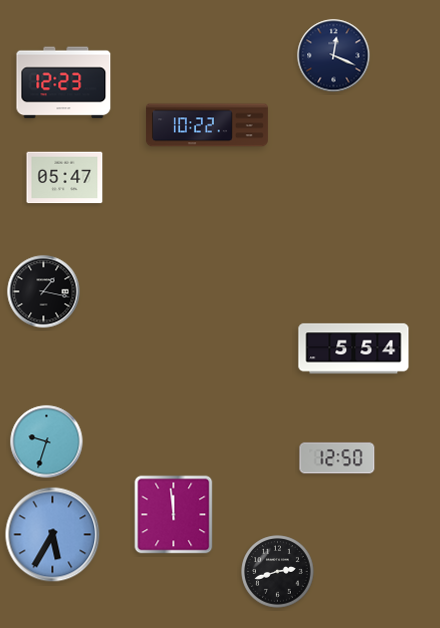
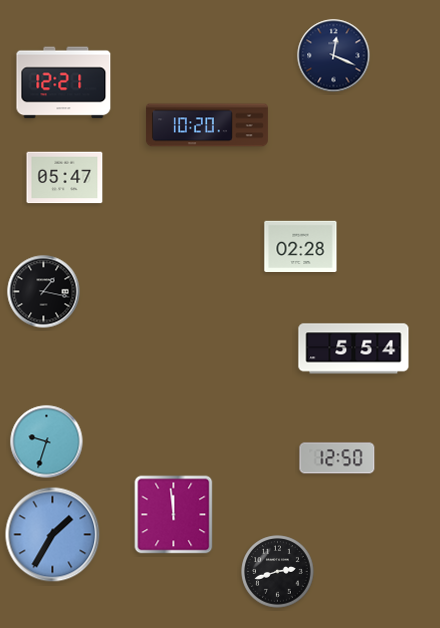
clock at (64, 83): 12:23 -> 12:21
clock at (207, 125): 10:22 -> 10:20
clock at (301, 246): none -> 02:28
clock at (53, 535): 5:35 -> 1:35
